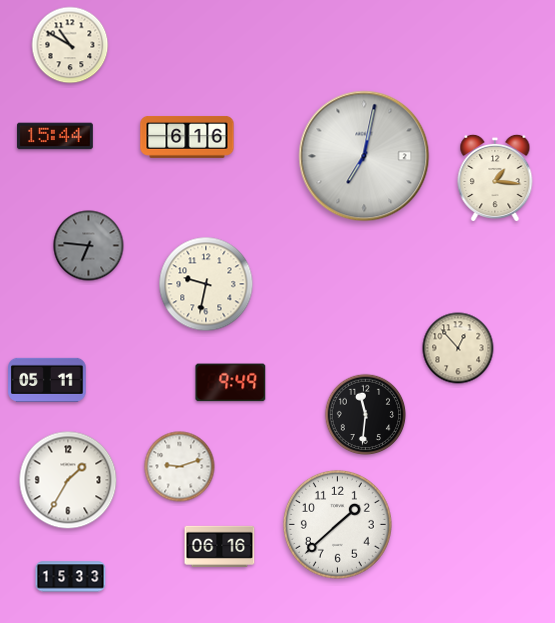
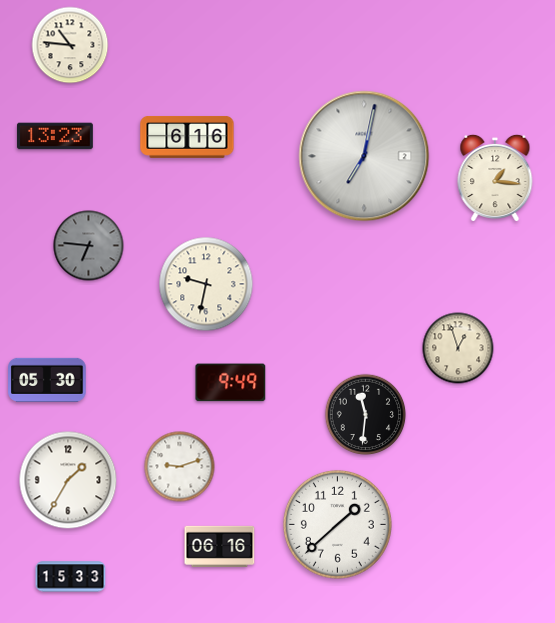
clock at (70, 45): 10:50 -> 10:46
clock at (55, 136): 15:44 -> 13:23
clock at (458, 348): 12:53 -> 12:57
clock at (47, 380): 05:11 -> 05:30
